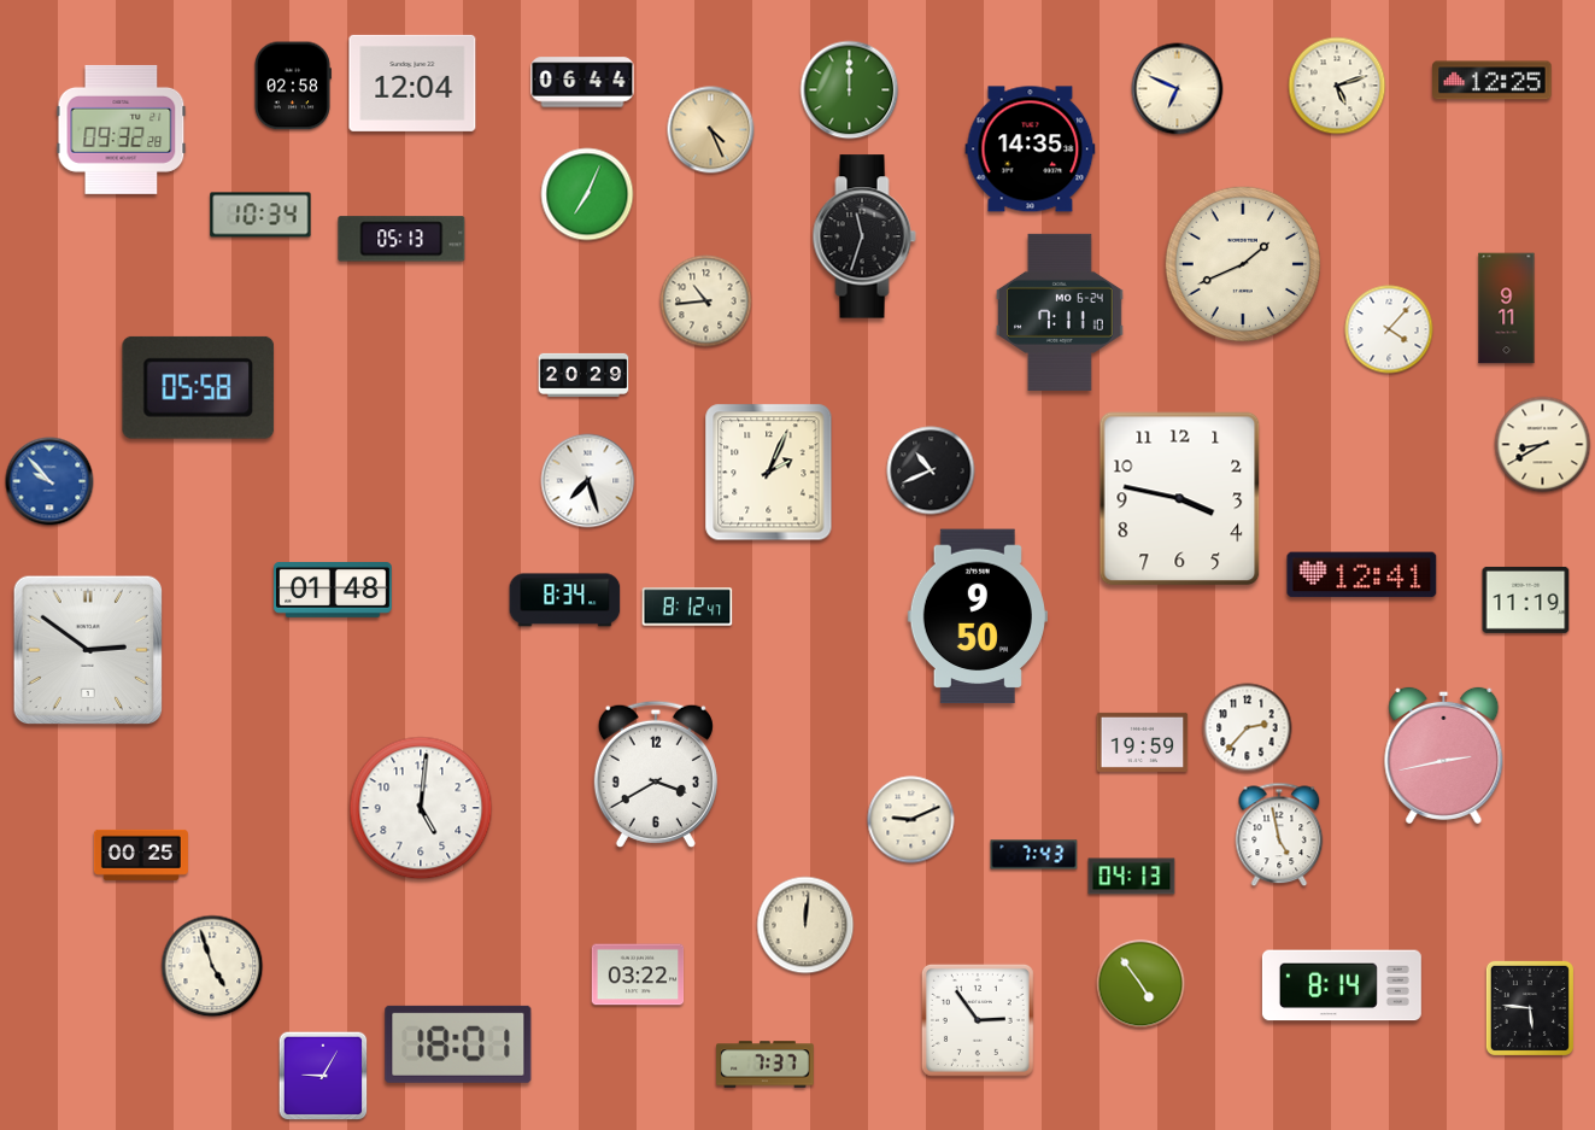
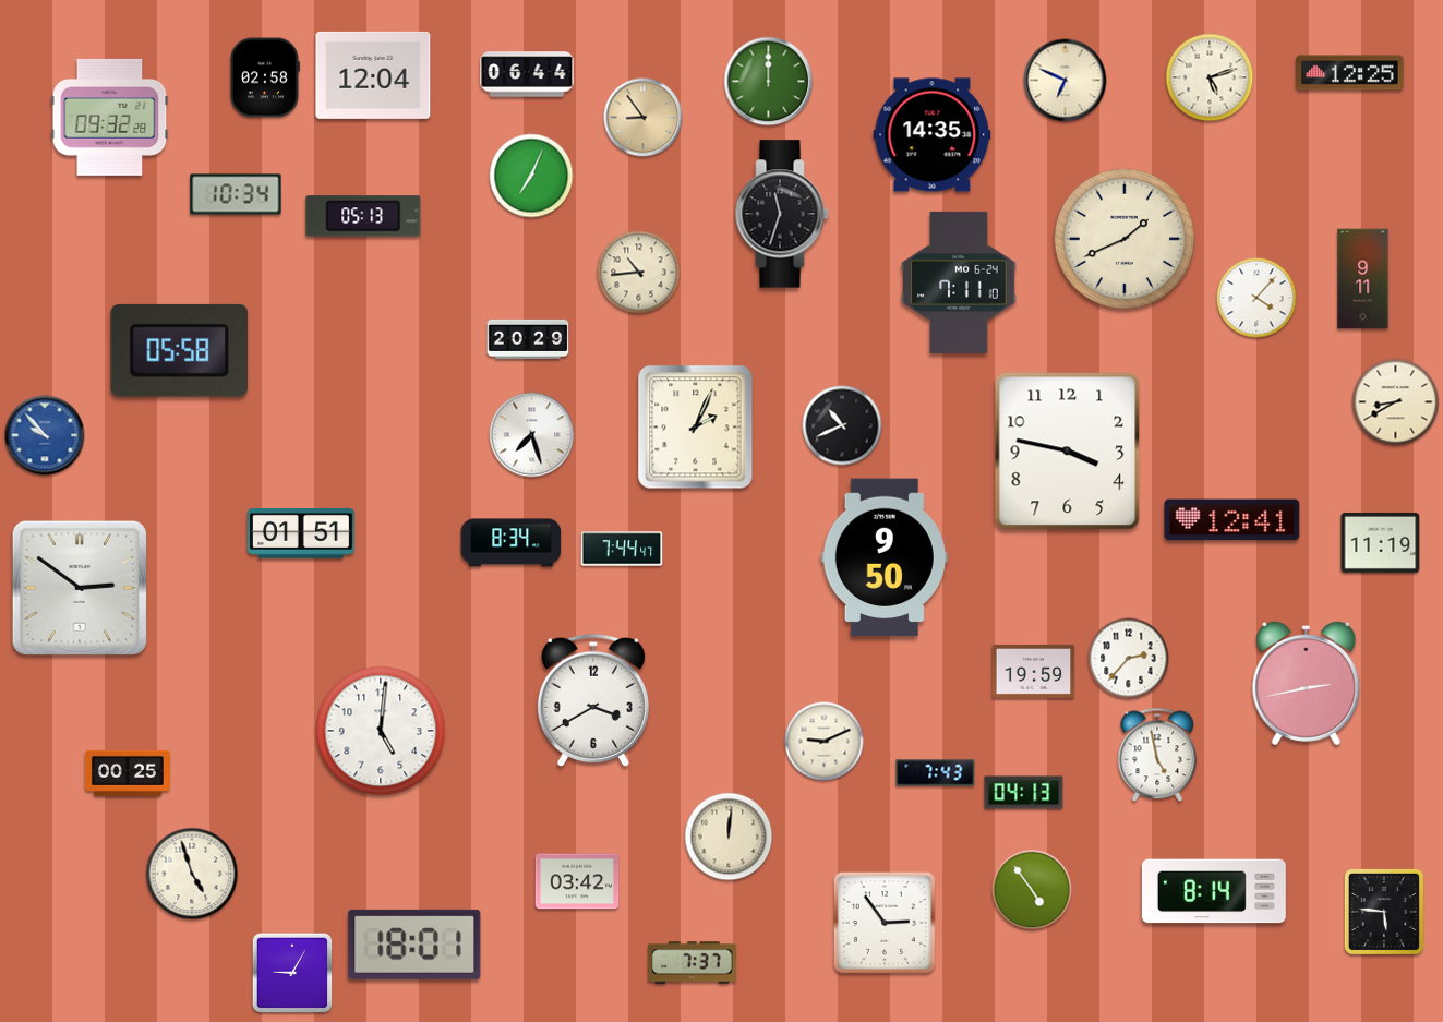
clock at (711, 130): 4:26 -> 8:54
clock at (333, 591): 01:48 -> 01:51
clock at (687, 607): 8:12 -> 7:44
clock at (638, 974): 03:22 -> 03:42
